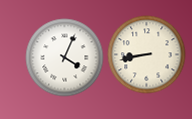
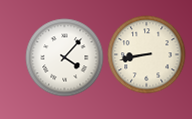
clock at (64, 57): 4:04 -> 4:07
